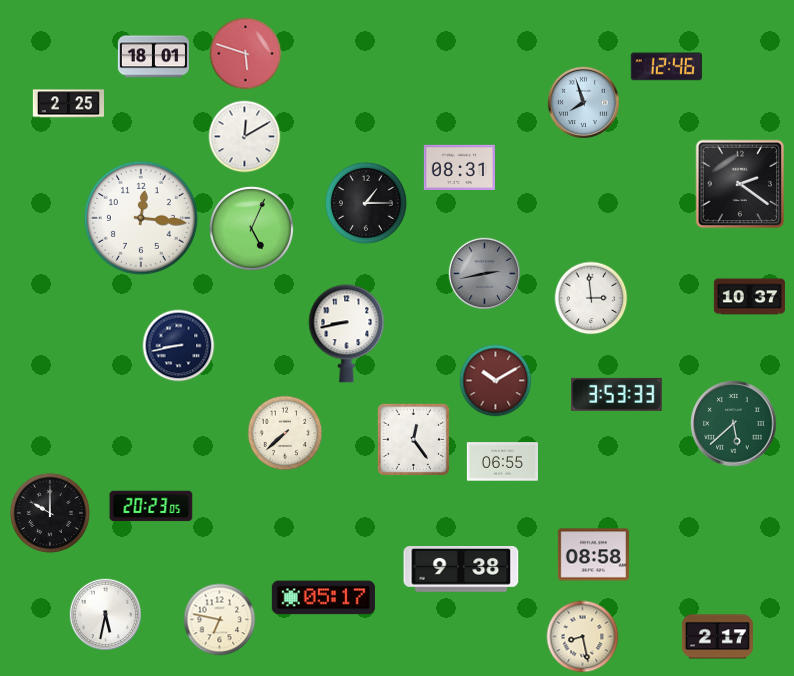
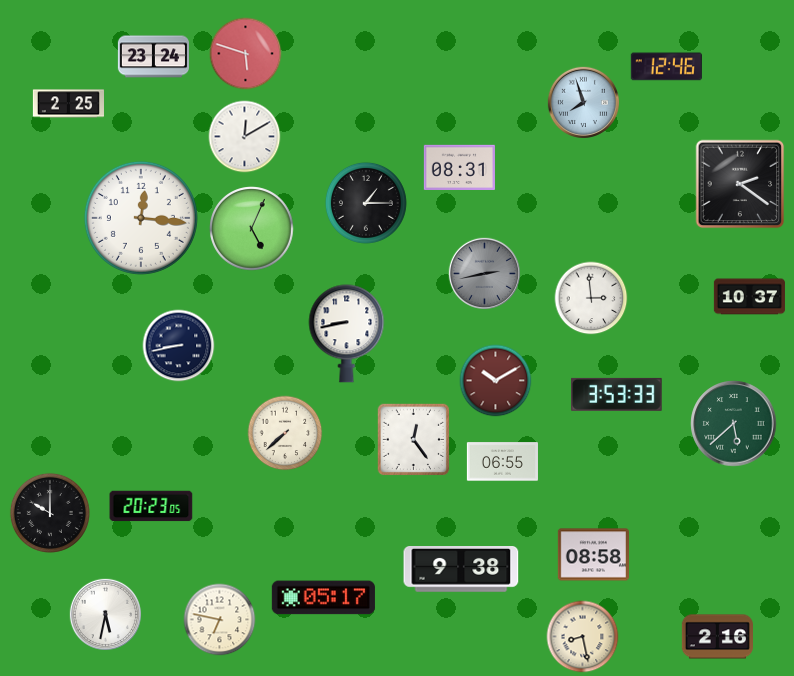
clock at (153, 57): 18:01 -> 23:24
clock at (717, 637): 2:17 -> 2:16
